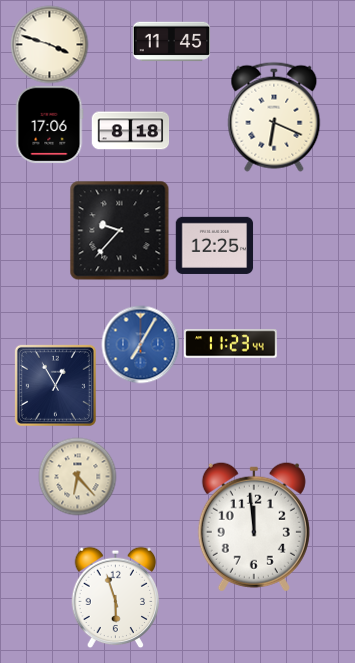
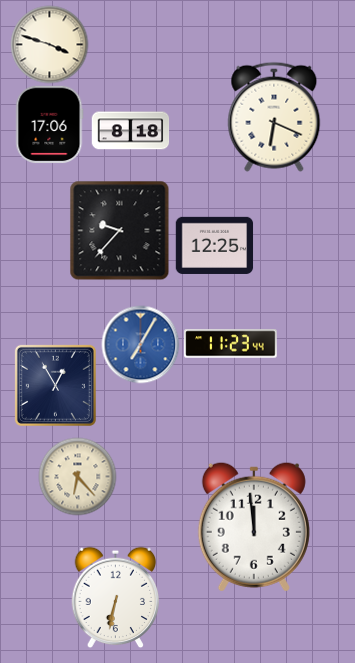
clock at (171, 42): 11:45 -> none
clock at (116, 597): 5:57 -> 6:32
